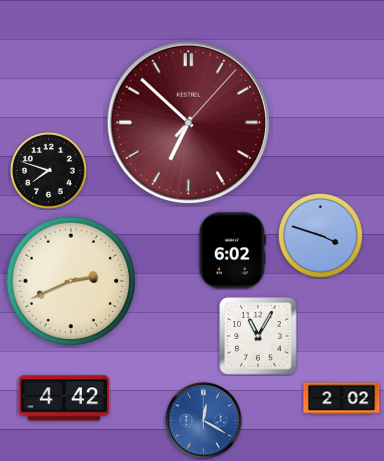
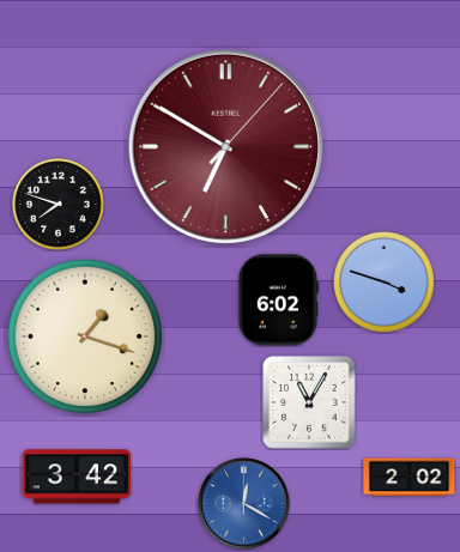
clock at (188, 122): 6:52 -> 6:50
clock at (71, 281): 2:41 -> 1:18
clock at (64, 398): 4:42 -> 3:42
